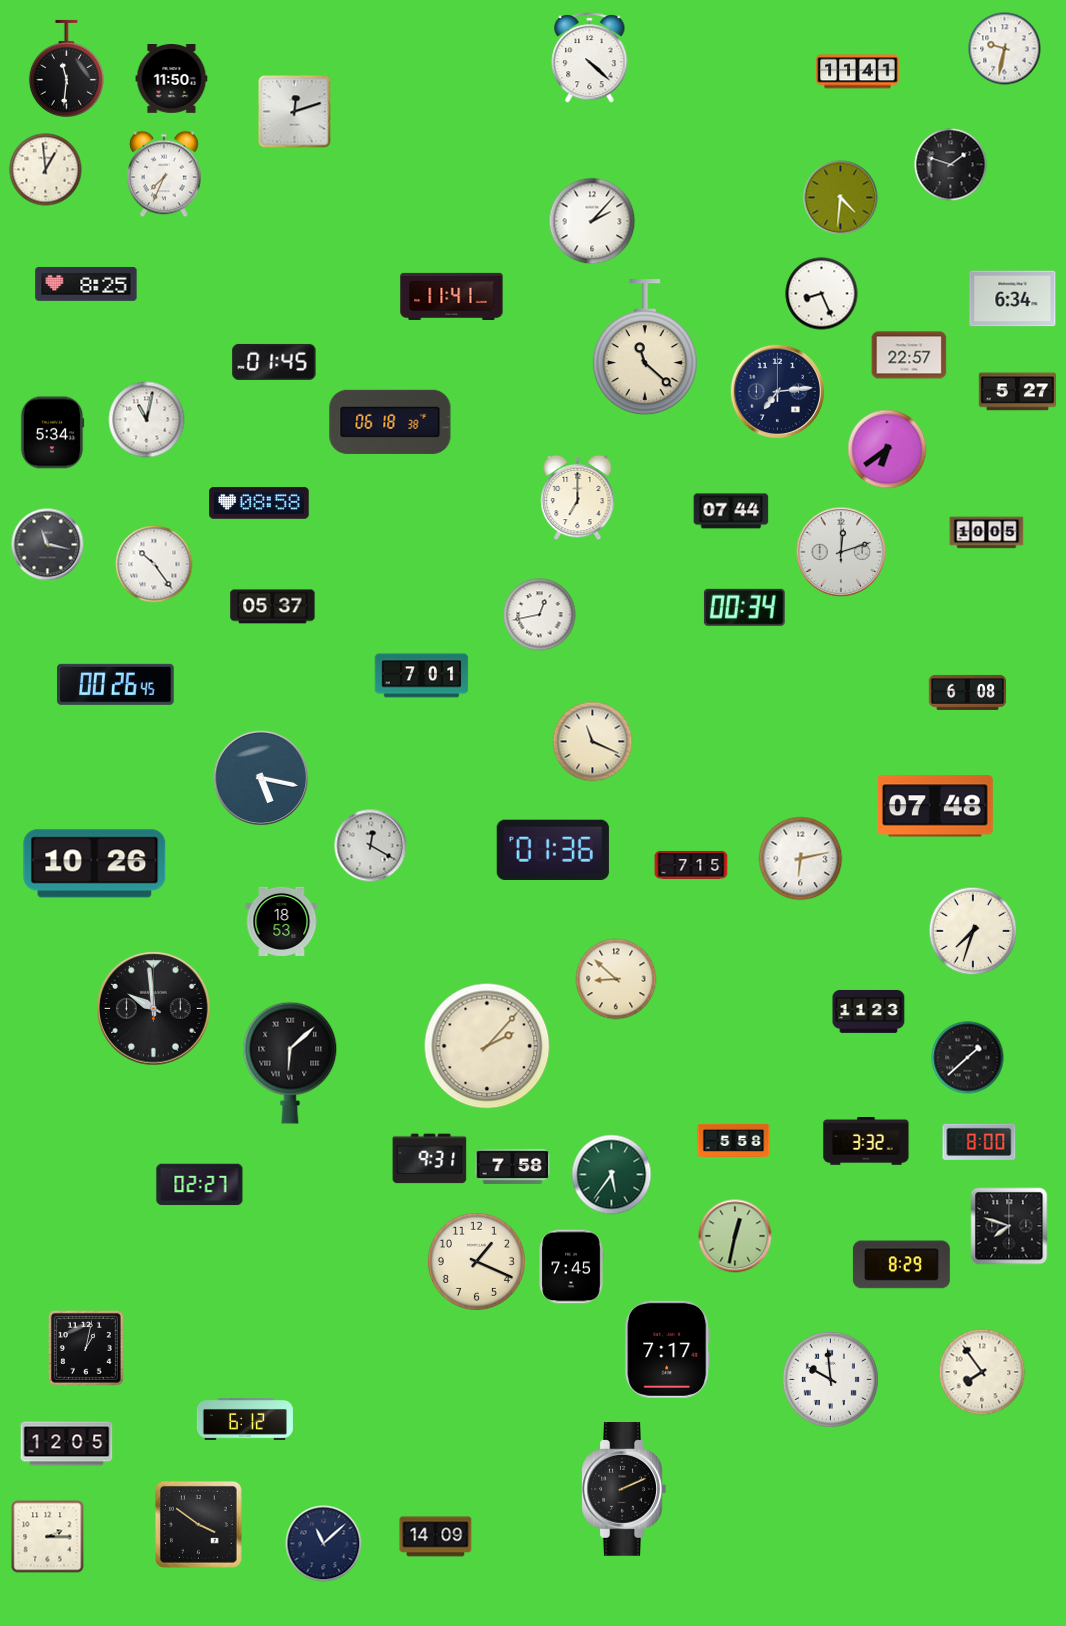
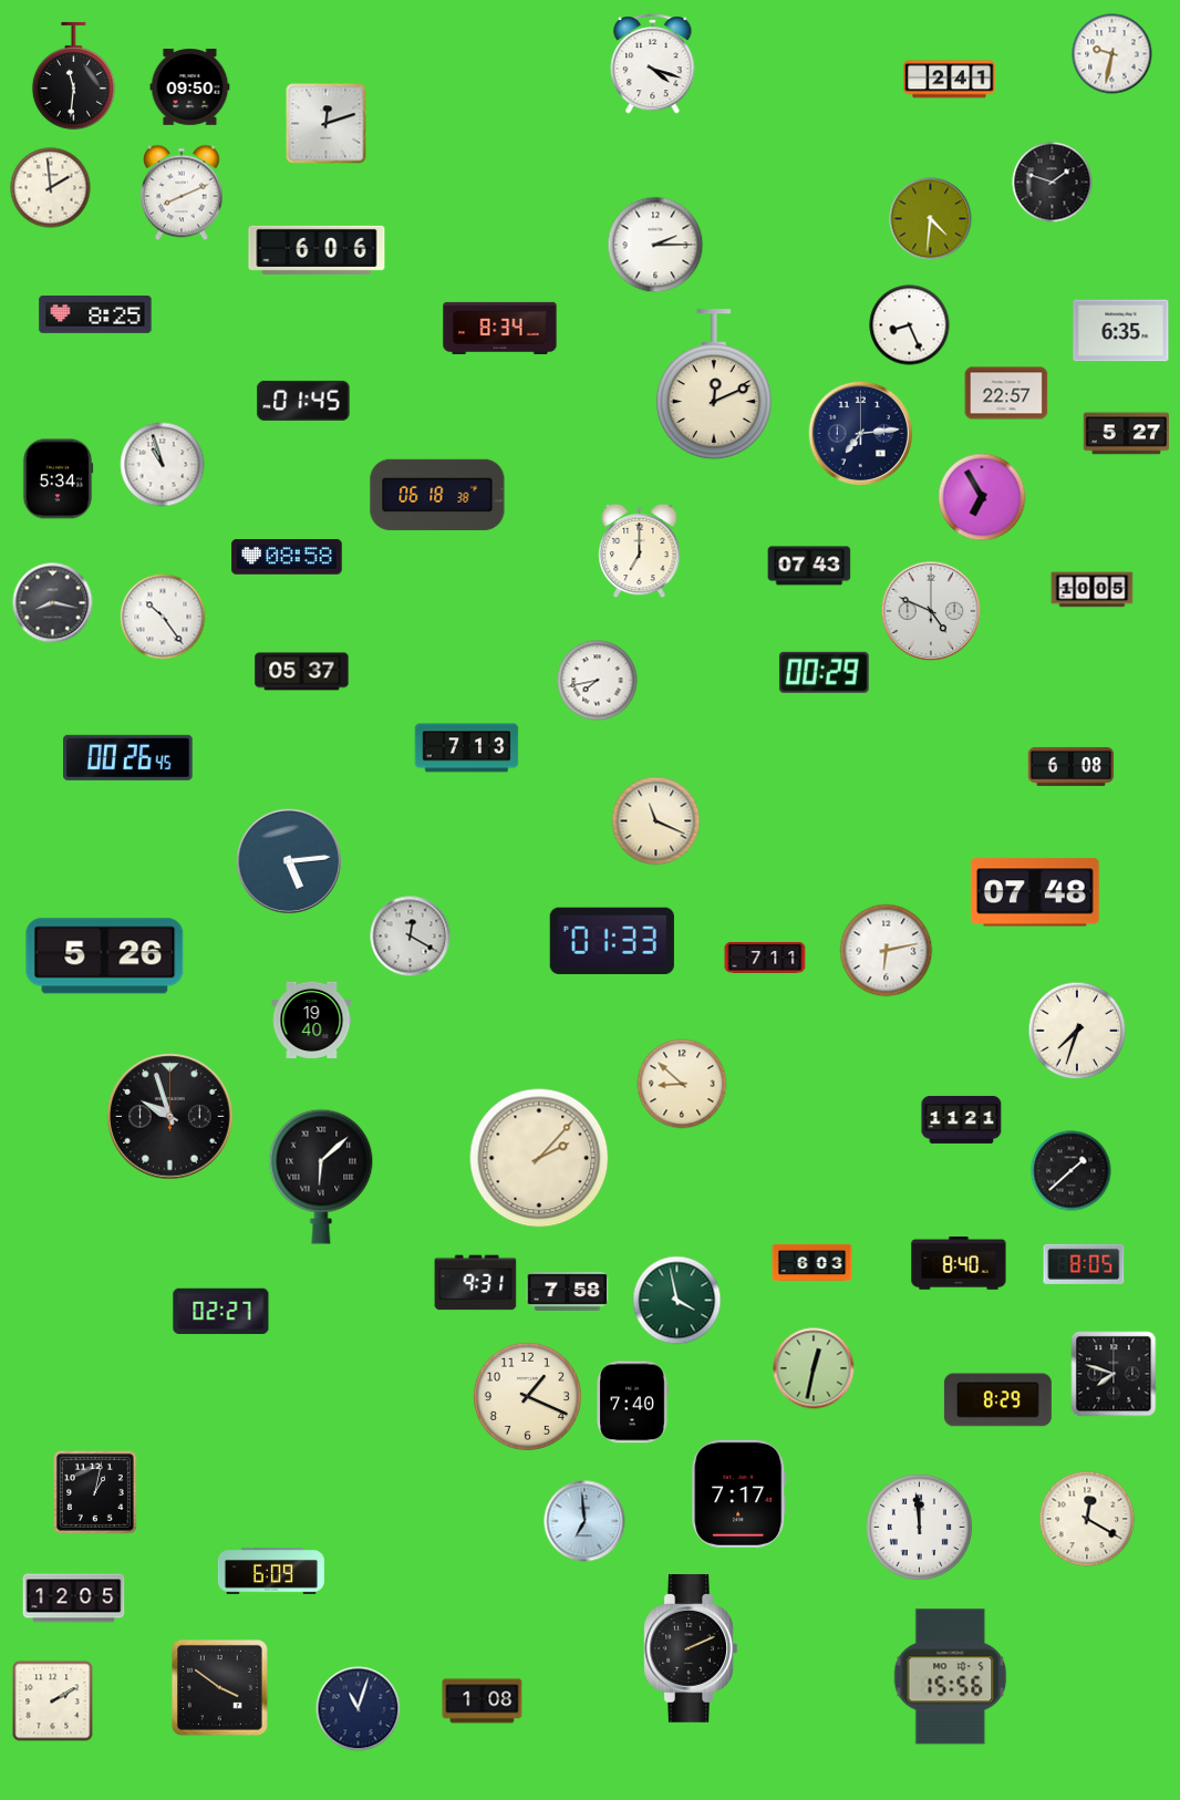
clock at (590, 58): 4:22 -> 4:18
clock at (858, 72): 11:41 -> 2:41
clock at (172, 79): 11:50 -> 09:50
clock at (46, 170): 12:59 -> 1:59
clock at (165, 174): 7:34 -> 8:11
clock at (592, 221): 2:07 -> 2:15
clock at (317, 250): none -> 6:06
clock at (452, 296): 11:41 -> 8:34
clock at (1013, 299): 6:34 -> 6:35
clock at (645, 348): 11:22 -> 12:11
clock at (147, 420): 11:02 -> 10:57
clock at (390, 422) position: (390, 422) -> (437, 495)
clock at (887, 449): 6:39 -> 6:55
clock at (731, 511): 07:44 -> 07:43
clock at (48, 545): 11:17 -> 8:17
clock at (841, 552): 12:12 -> 4:49
clock at (154, 564) position: (154, 564) -> (163, 617)
clock at (744, 607): 00:34 -> 00:29
clock at (540, 615): 12:43 -> 7:43
clock at (422, 676): 7:01 -> 7:13
clock at (260, 777): 5:17 -> 5:14
clock at (553, 850): 01:36 -> 01:33
clock at (95, 864): 10:26 -> 5:26
clock at (691, 865): 7:15 -> 7:11
clock at (282, 921): 18:53 -> 19:40
clock at (154, 1009): 9:59 -> 9:57
clock at (869, 1011): 11:23 -> 11:21
clock at (734, 1140): 5:58 -> 6:03
clock at (866, 1142): 3:32 -> 8:40
clock at (979, 1142): 8:00 -> 8:05
clock at (612, 1175): 5:36 -> 3:58
clock at (1009, 1226) position: (1009, 1226) -> (1114, 1374)
clock at (571, 1267): 7:45 -> 7:40
clock at (982, 1372): 7:54 -> 12:20
clock at (584, 1521): none -> 6:59
clock at (830, 1379): 9:59 -> 11:59
clock at (245, 1420): 6:12 -> 6:09
clock at (951, 1677): none -> 15:56
clock at (48, 1537): 2:15 -> 2:10
clock at (436, 1537): 14:09 -> 1:08
clock at (324, 1544): 11:08 -> 11:03
